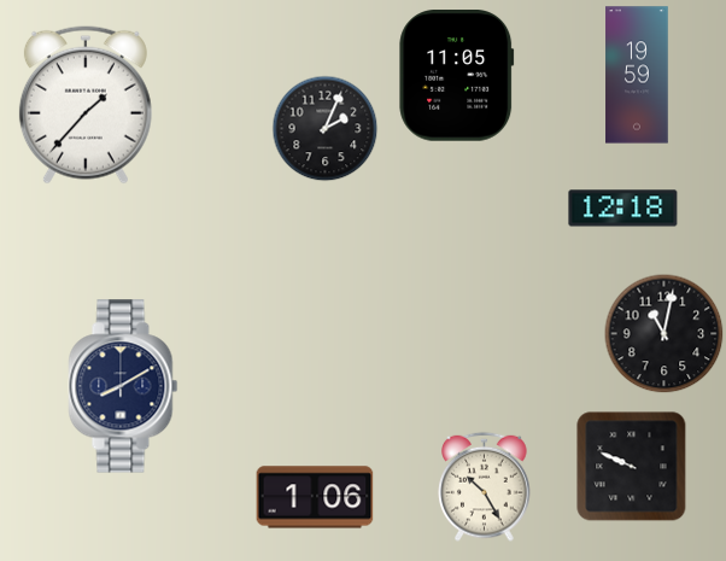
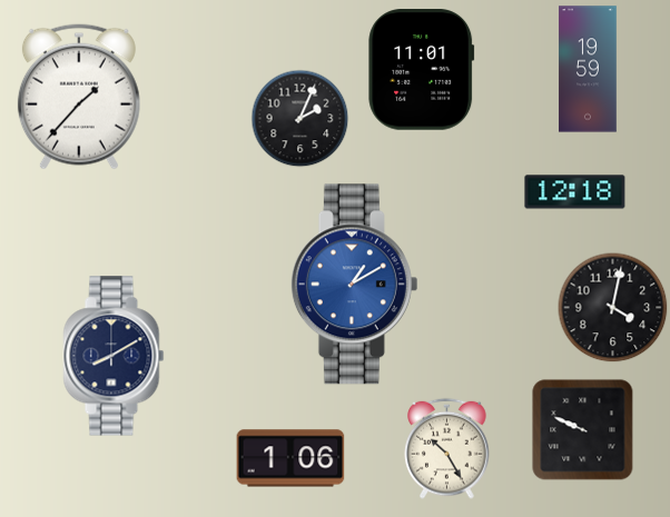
clock at (457, 76): 11:05 -> 11:01
clock at (354, 285): none -> 1:10
clock at (664, 334): 11:02 -> 4:02
